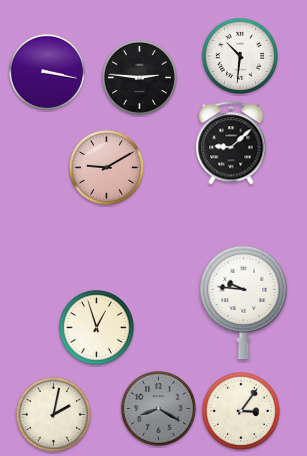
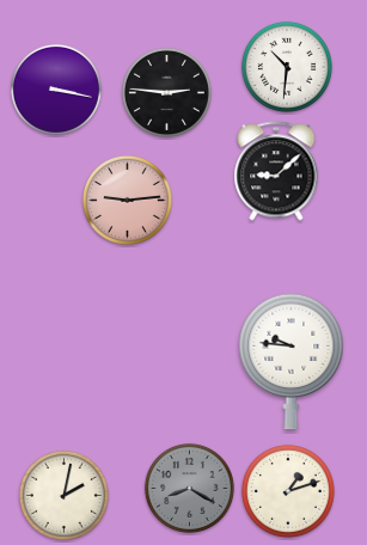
clock at (47, 72) position: (47, 72) -> (56, 90)
clock at (106, 167): 9:10 -> 9:14
clock at (96, 327): 12:57 -> none
clock at (241, 411): 3:06 -> 1:12
